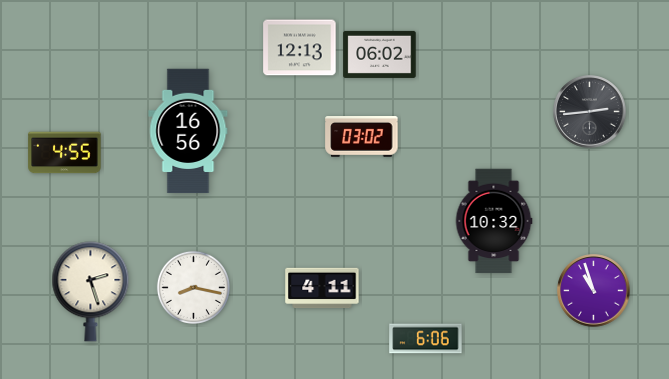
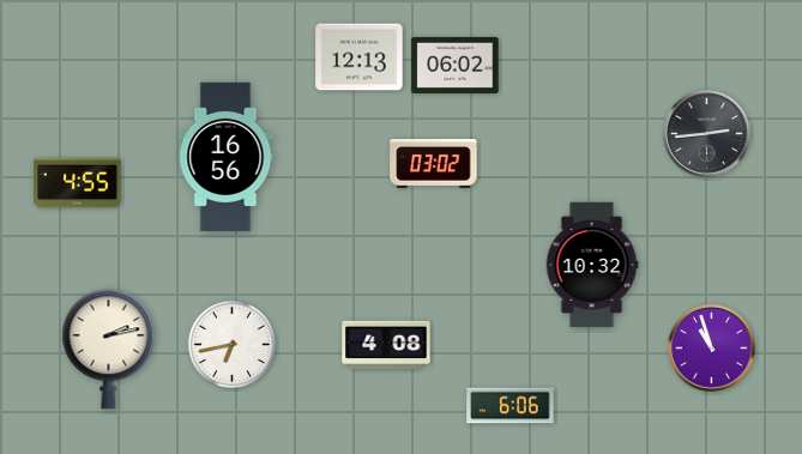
clock at (193, 287): 8:17 -> 6:43
clock at (322, 288): 4:11 -> 4:08
clock at (91, 292): 2:27 -> 2:13
